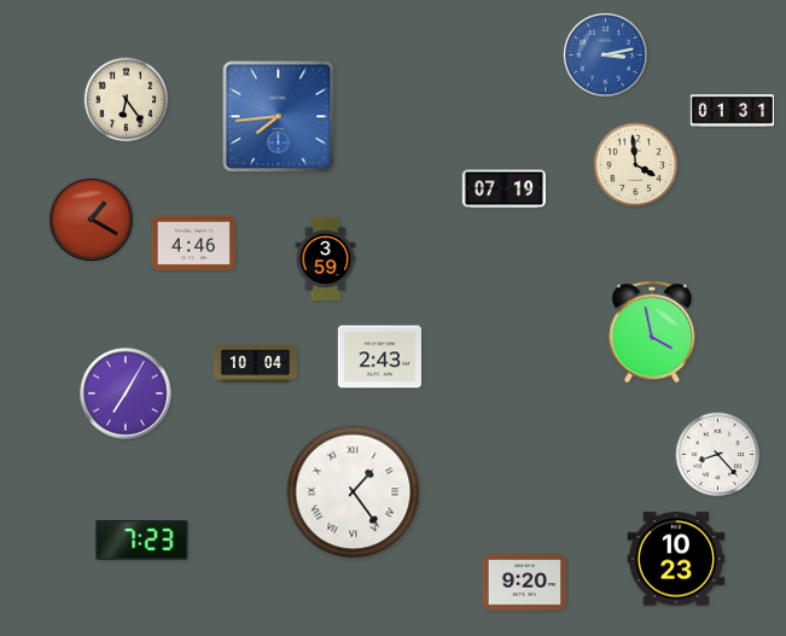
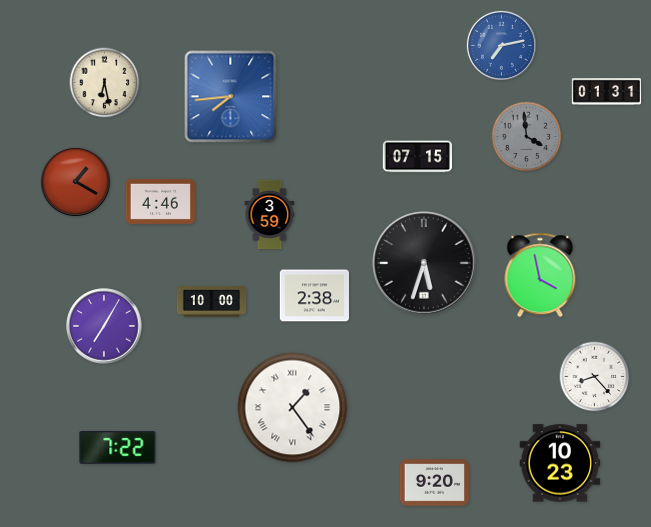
clock at (605, 54): 3:13 -> 7:13
clock at (127, 100): 6:24 -> 6:28
clock at (636, 165) dial: cream -> grey
clock at (503, 189): 07:19 -> 07:15
clock at (424, 263): none -> 5:33
clock at (379, 357): 2:43 -> 2:38
clock at (256, 364): 10:04 -> 10:00
clock at (142, 541): 7:23 -> 7:22
